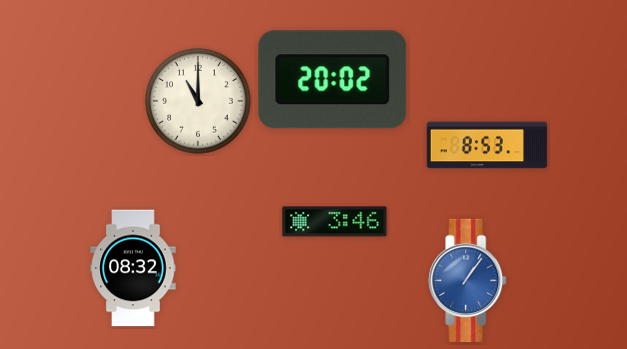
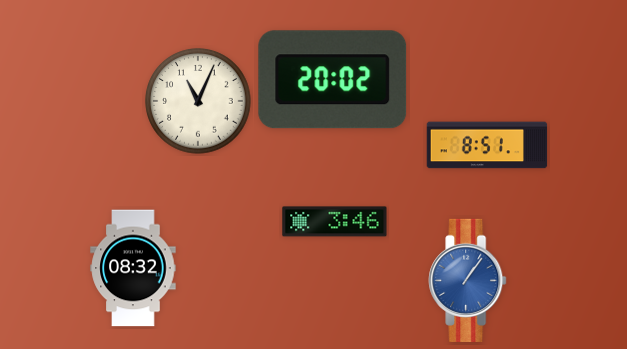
clock at (198, 101): 11:00 -> 11:04
clock at (487, 145): 8:53 -> 8:51
